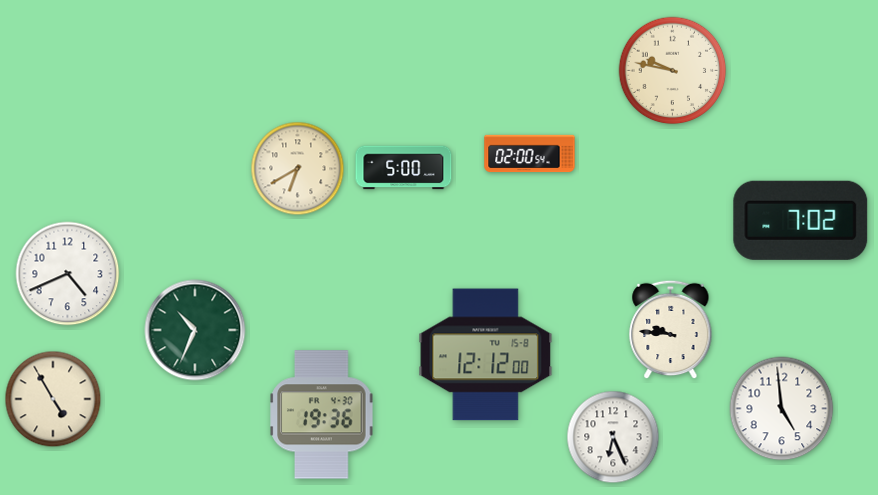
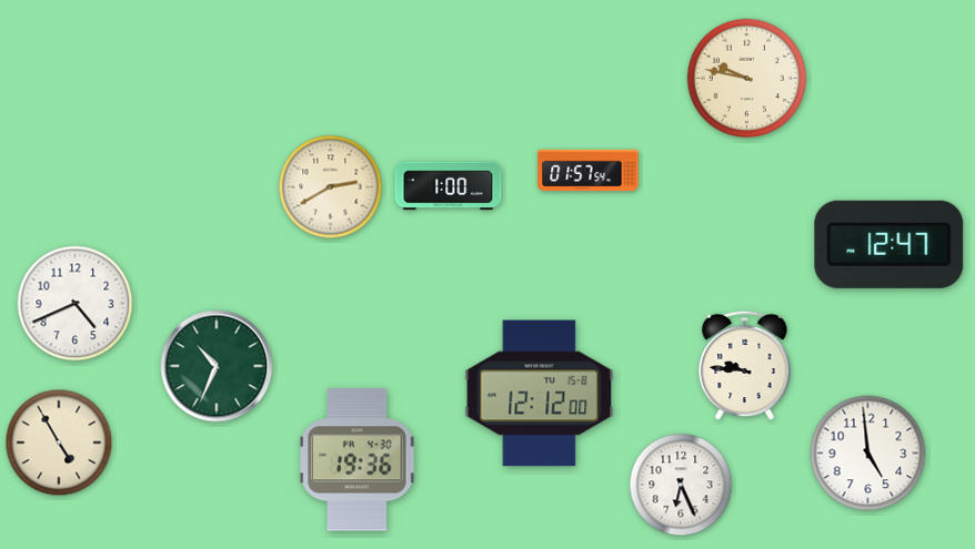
clock at (530, 154): 02:00 -> 01:57
clock at (404, 168): 5:00 -> 1:00
clock at (298, 169): 6:40 -> 2:40
clock at (801, 220): 7:02 -> 12:47
